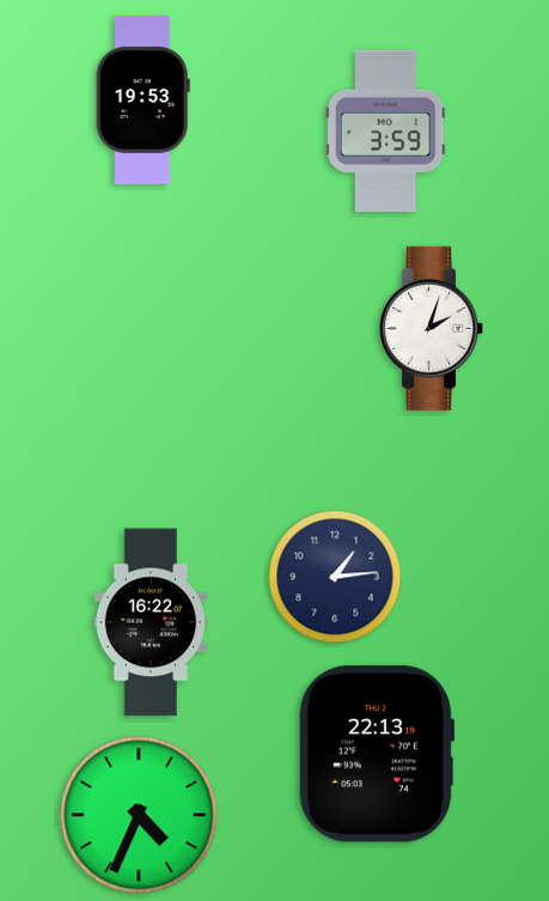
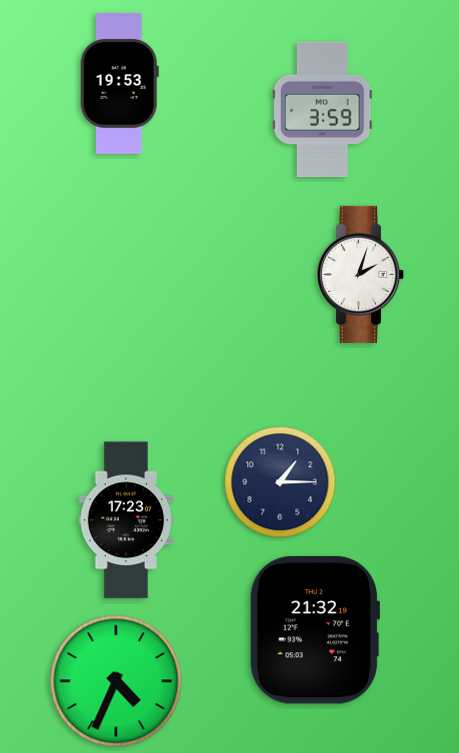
clock at (335, 577): 1:14 -> 1:15
clock at (151, 622): 16:22 -> 17:23
clock at (376, 754): 22:13 -> 21:32
